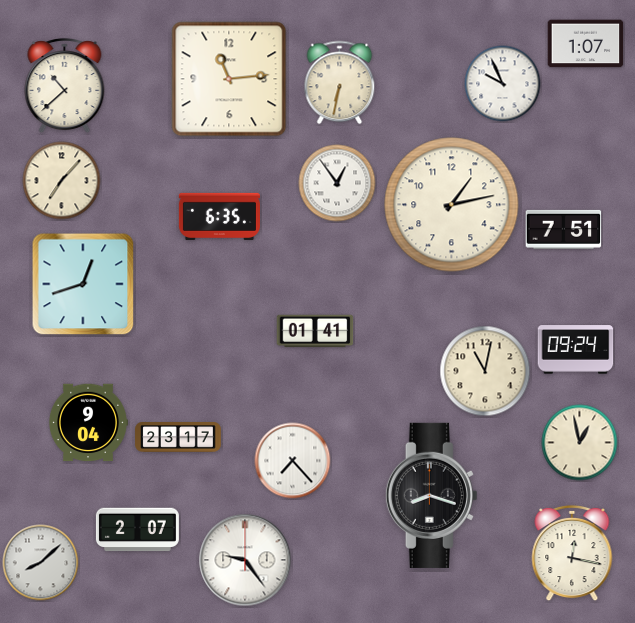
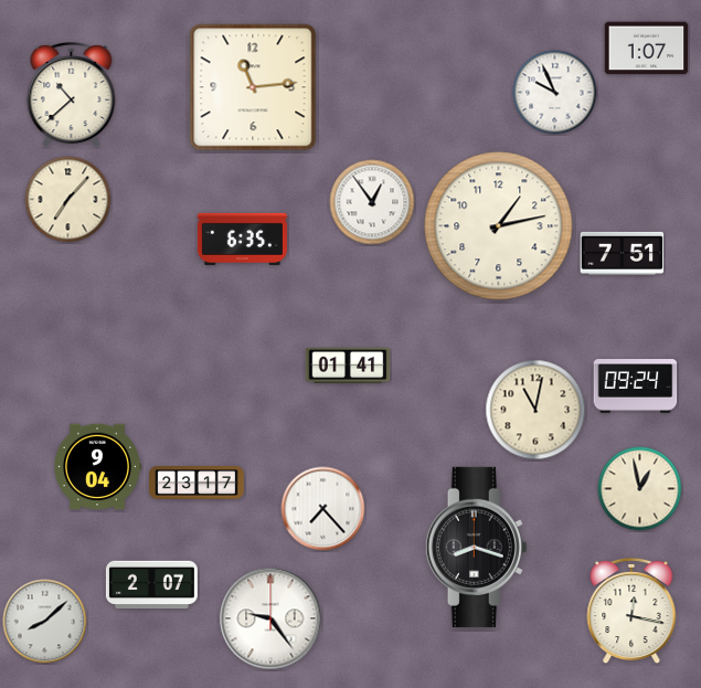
clock at (340, 83): 6:32 -> none
clock at (83, 284): 12:42 -> none
